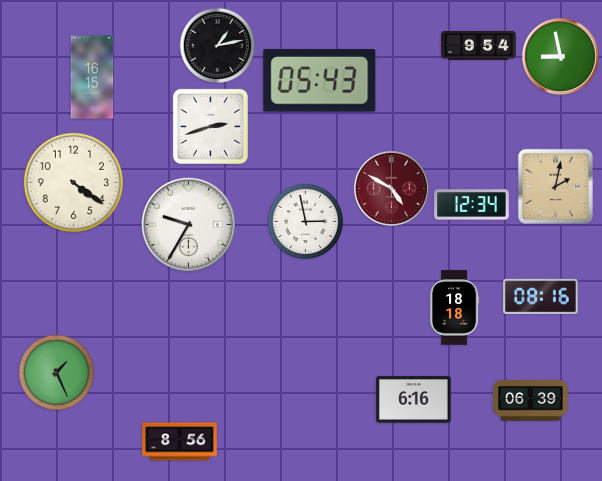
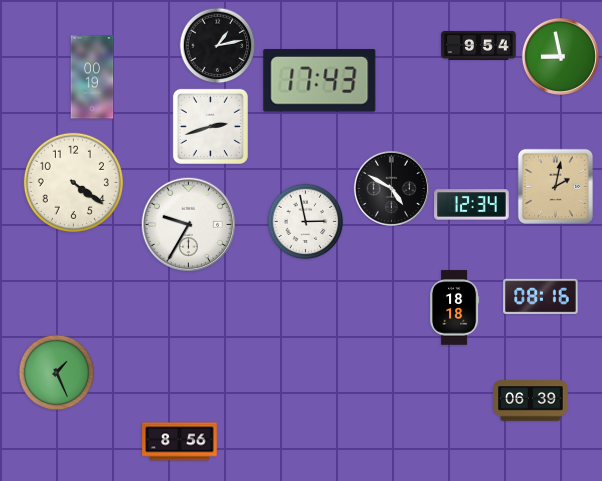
clock at (92, 77): 16:15 -> 00:19
clock at (320, 81): 05:43 -> 17:43
clock at (391, 188) dial: burgundy -> black
clock at (414, 400): 6:16 -> none
